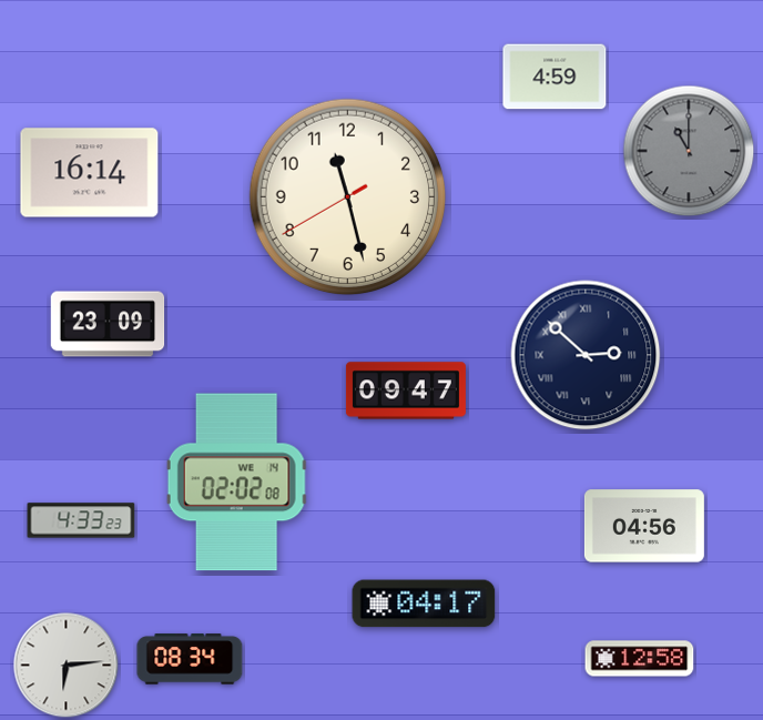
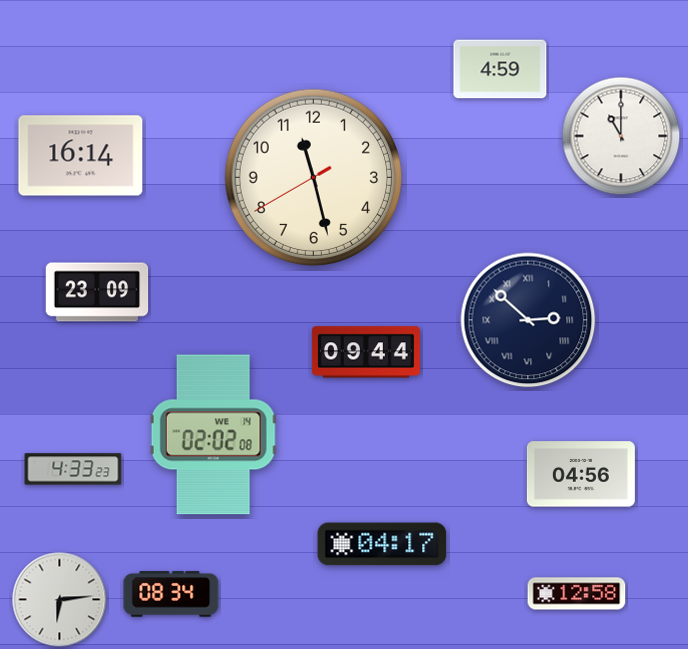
clock at (689, 151) dial: grey -> white
clock at (406, 391): 09:47 -> 09:44
